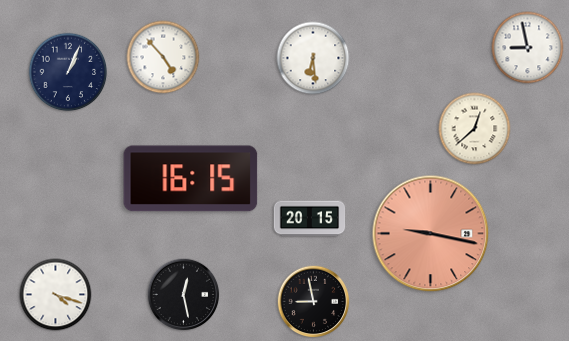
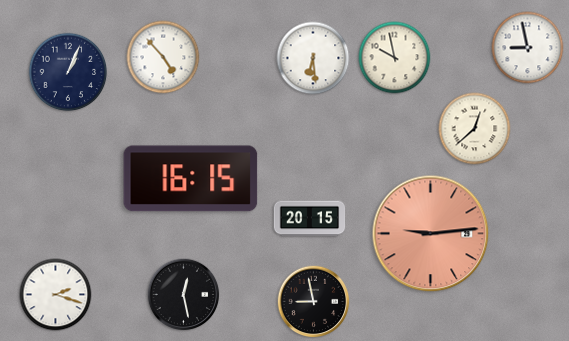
clock at (395, 58): none -> 9:58
clock at (431, 234): 9:17 -> 9:14
clock at (56, 295): 4:18 -> 2:18
